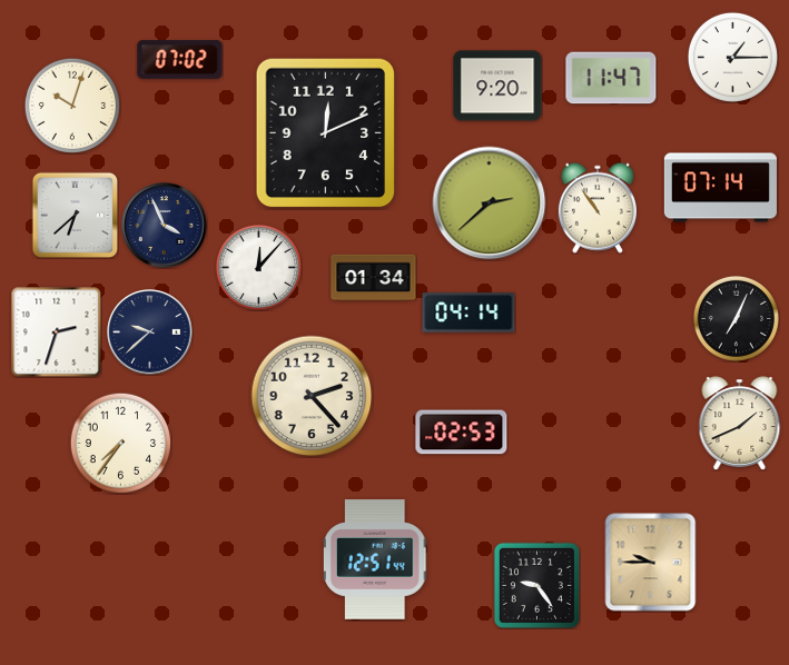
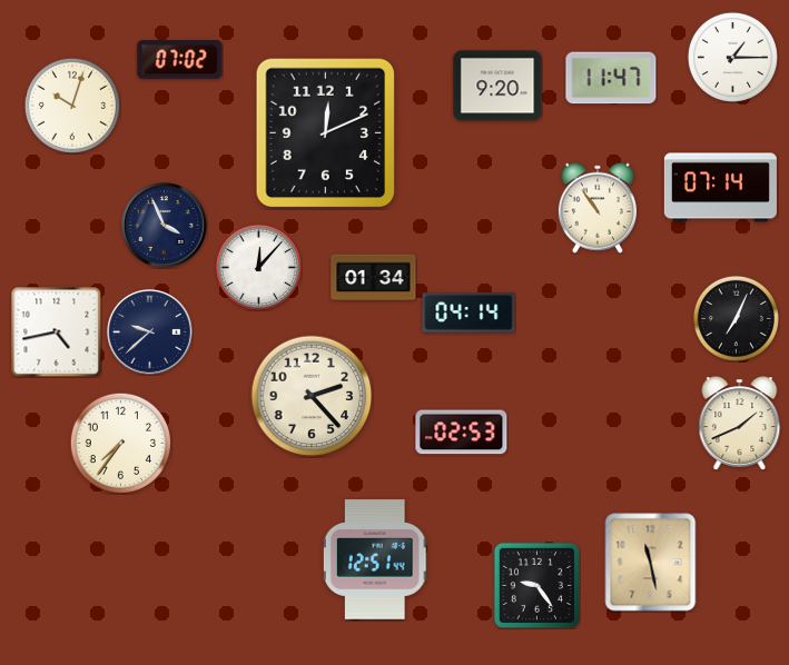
clock at (490, 204): 2:38 -> none
clock at (75, 215): 6:38 -> none
clock at (56, 331): 2:33 -> 4:43
clock at (651, 563): 9:45 -> 11:28
